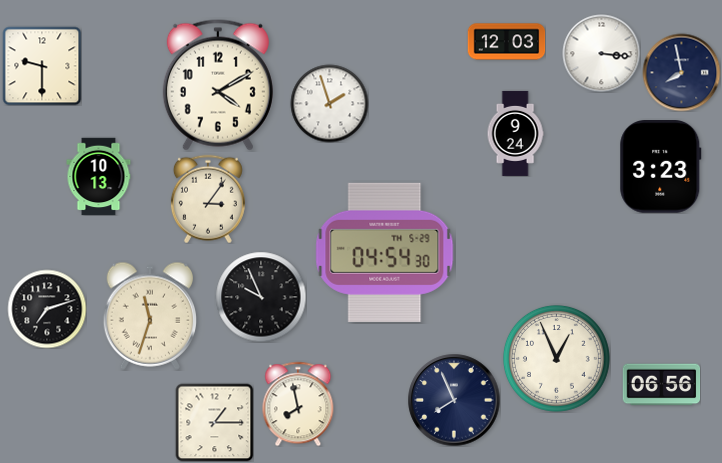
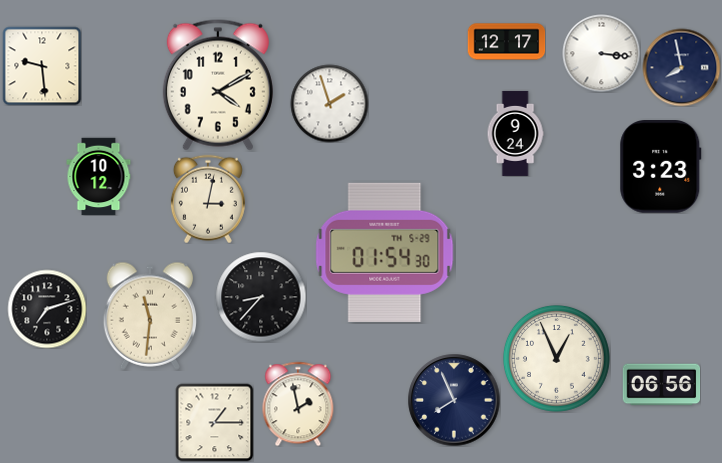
clock at (506, 42): 12:03 -> 12:17
clock at (42, 66): 9:30 -> 9:29
clock at (681, 72) position: (681, 72) -> (681, 67)
clock at (99, 176): 10:13 -> 10:12
clock at (208, 199): 3:06 -> 3:02
clock at (385, 252): 04:54 -> 01:54
clock at (261, 297): 9:56 -> 8:37
clock at (149, 316): 11:33 -> 11:31
clock at (298, 404): 7:58 -> 1:58
